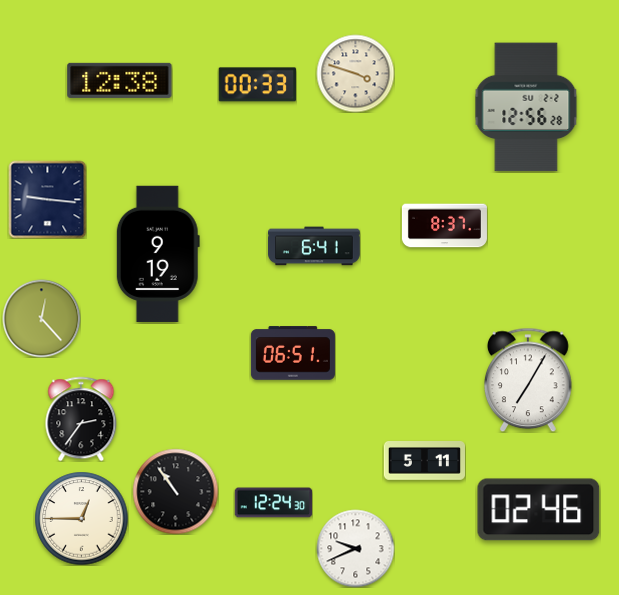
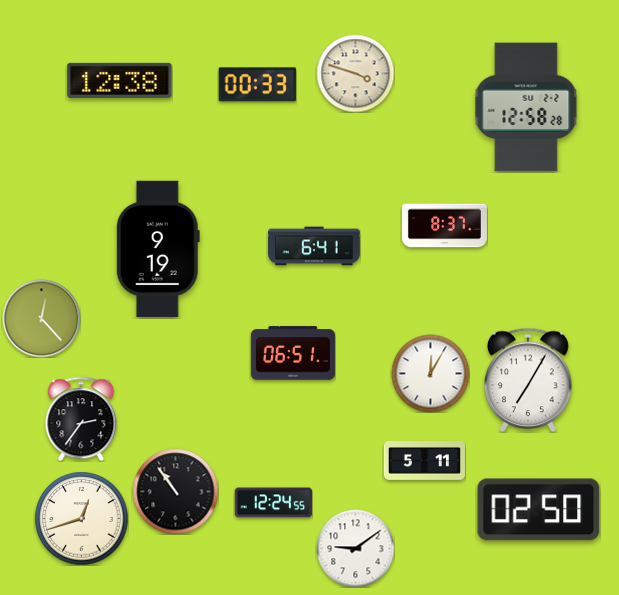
clock at (526, 107): 12:56 -> 12:58
clock at (47, 199): 9:16 -> none
clock at (158, 254) position: (158, 254) -> (158, 249)
clock at (430, 373): none -> 12:05
clock at (273, 503): 12:24:30 -> 12:24:55
clock at (539, 510): 02:46 -> 02:50
clock at (81, 518): 12:45 -> 12:42
clock at (355, 548): 9:41 -> 9:09
